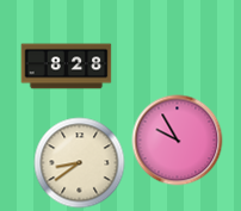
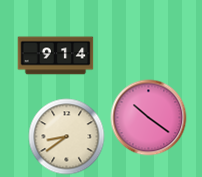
clock at (67, 67): 8:28 -> 9:14
clock at (178, 141): 9:55 -> 10:21
